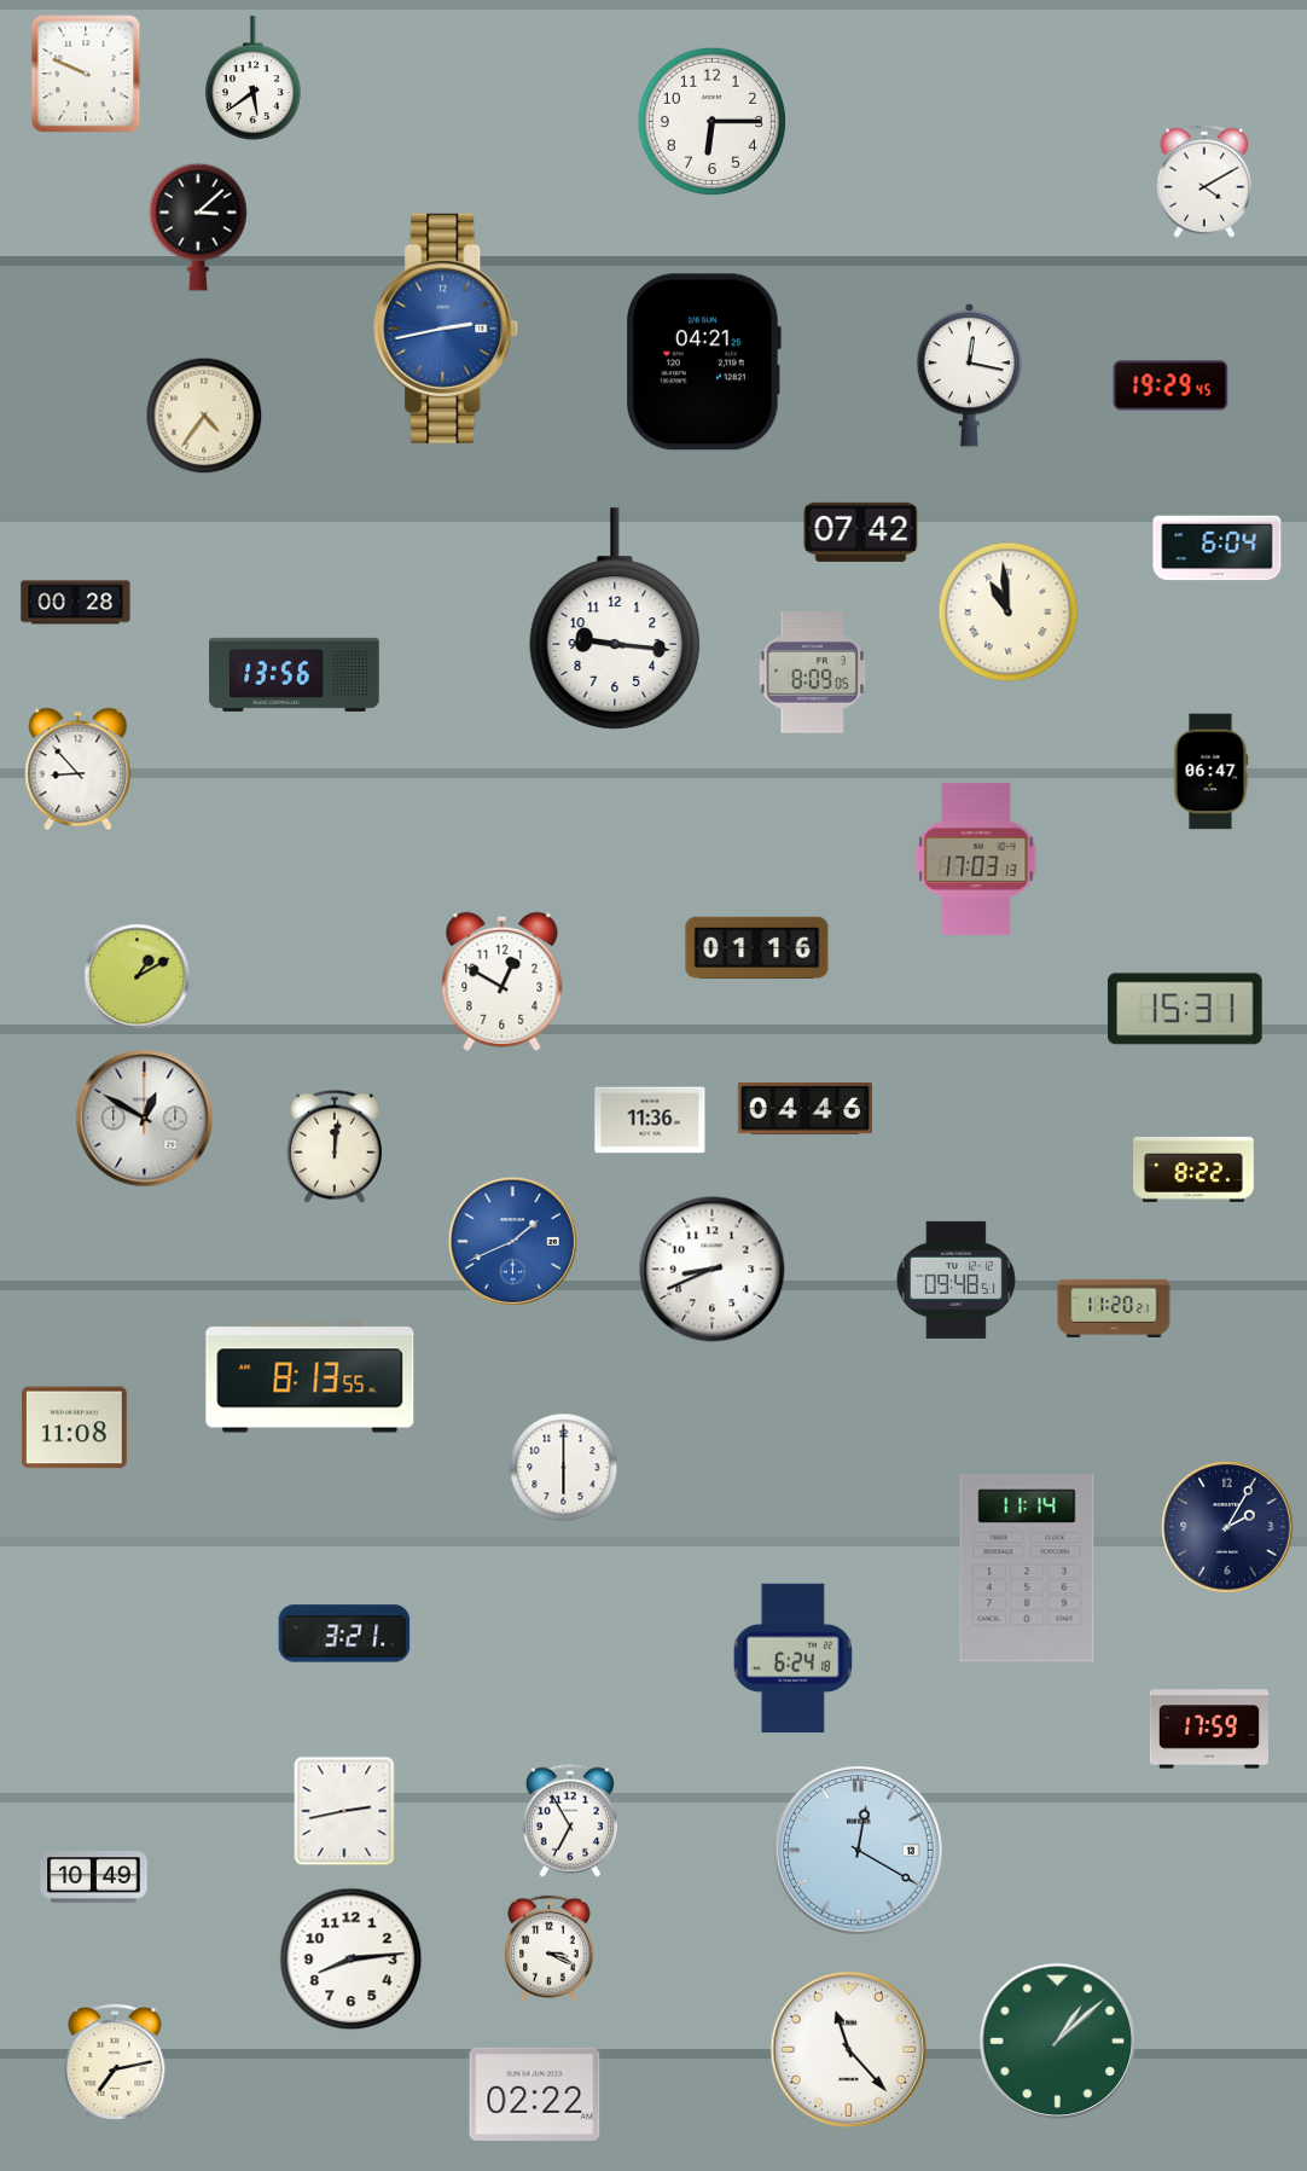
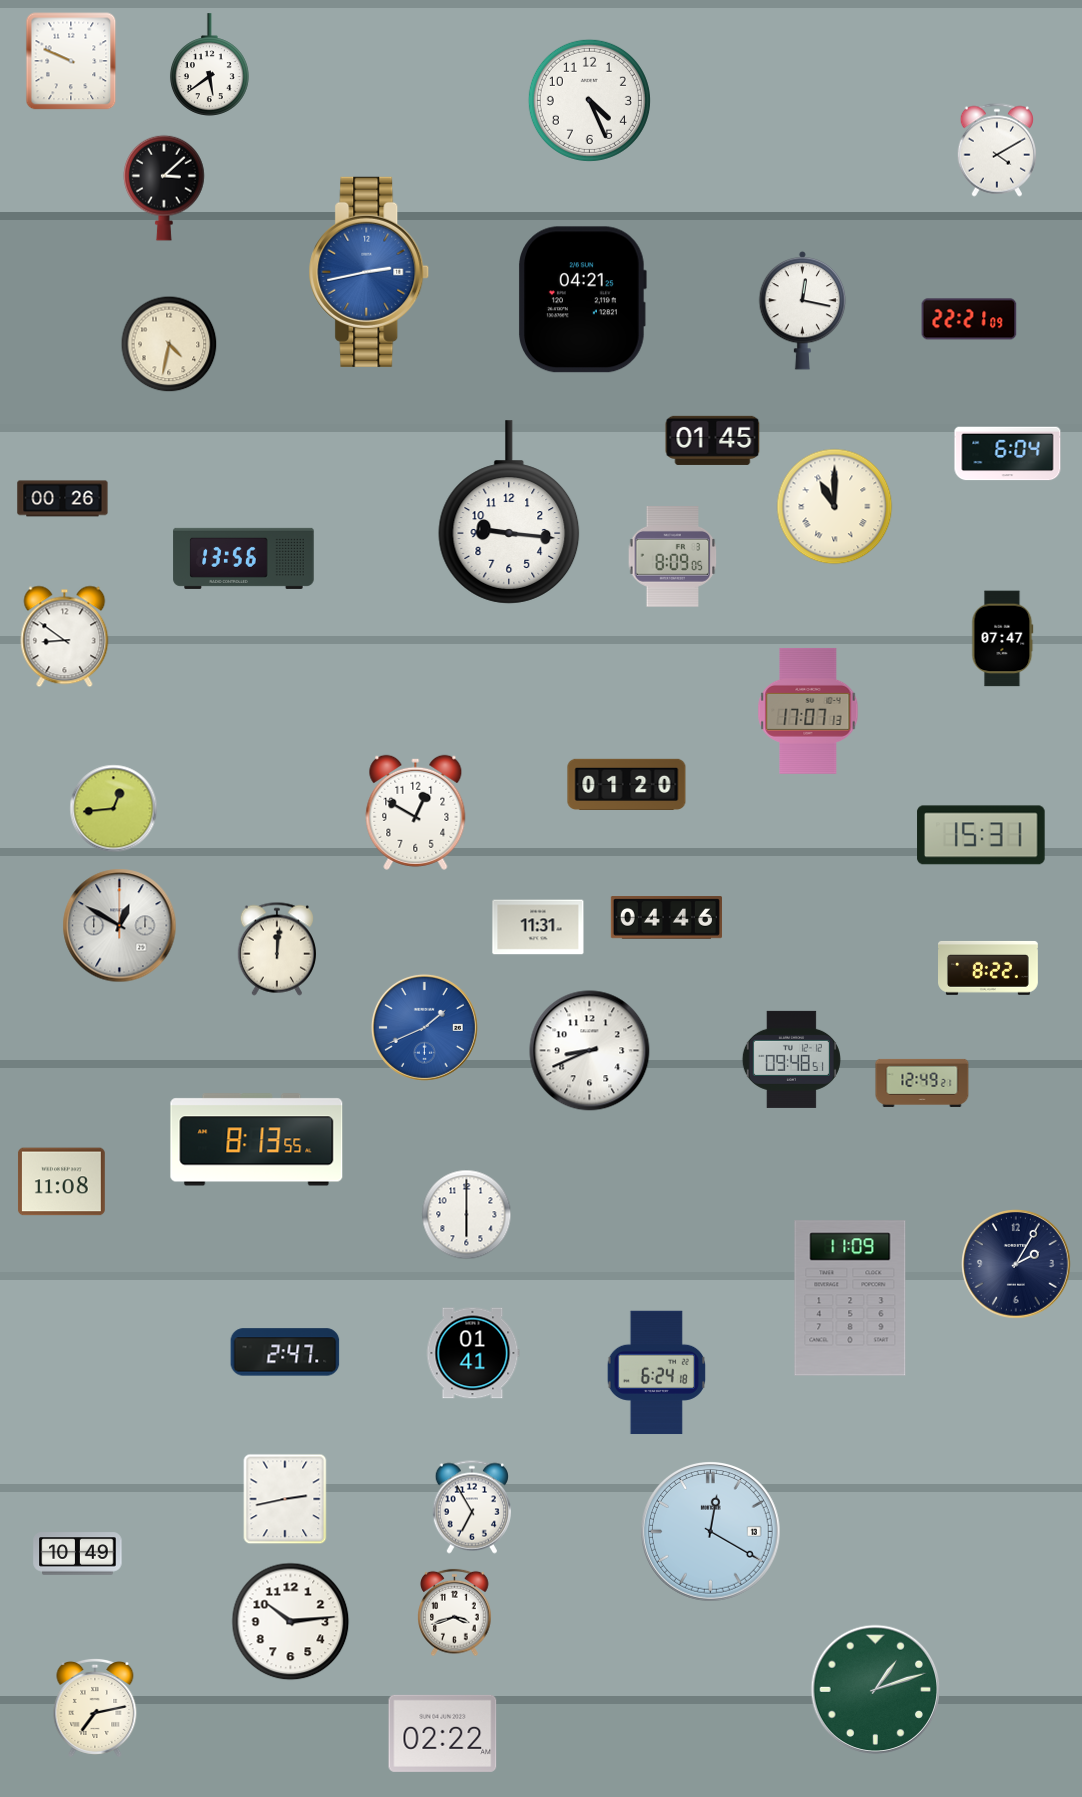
clock at (711, 121): 6:15 -> 4:26
clock at (1171, 385): 19:29 -> 22:21
clock at (204, 416): 4:36 -> 4:32
clock at (861, 532): 07:42 -> 01:45
clock at (76, 603): 00:28 -> 00:26
clock at (1009, 613): 10:59 -> 11:00
clock at (79, 770): 8:53 -> 8:51
clock at (1212, 772): 06:47 -> 07:47
clock at (976, 859): 17:03 -> 17:07
clock at (757, 947): 01:16 -> 01:20
clock at (138, 977): 1:10 -> 12:44
clock at (650, 1120): 11:36 -> 11:31
clock at (1114, 1308): 11:20 -> 12:49
clock at (1027, 1568): 11:14 -> 11:09
clock at (344, 1633): 3:21 -> 2:47
clock at (473, 1353): none -> 01:41
clock at (1209, 1729): 17:59 -> none
clock at (550, 1949): 3:19 -> 3:42
clock at (352, 1960): 8:14 -> 10:14
clock at (1058, 2042): 1:08 -> 1:12
clock at (849, 2050): 11:23 -> none
